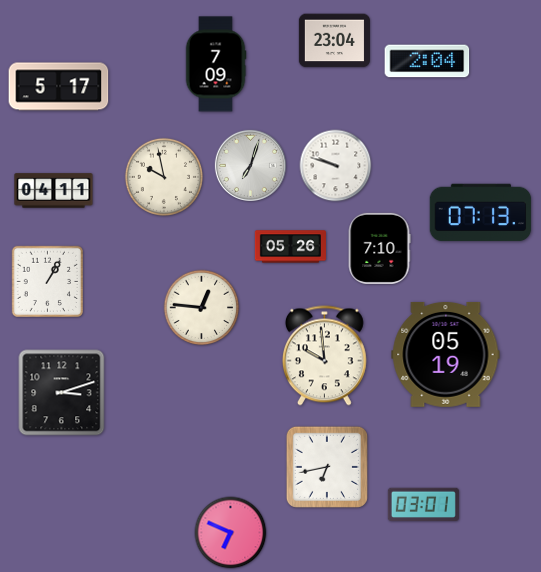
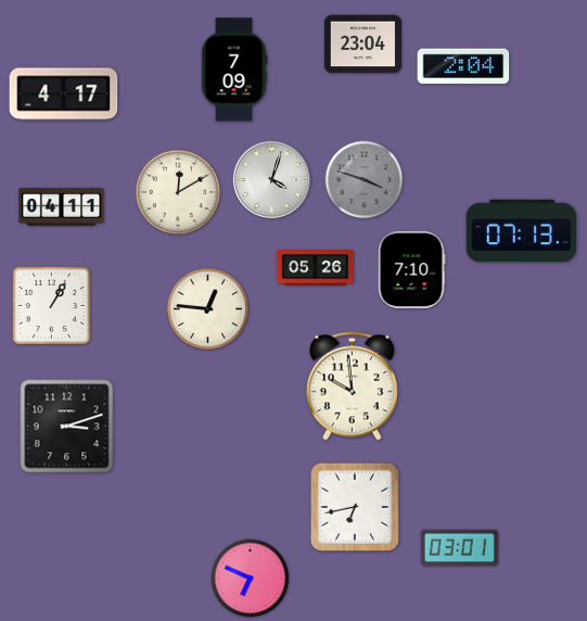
clock at (59, 87): 5:17 -> 4:17
clock at (250, 165): 7:03 -> 4:03
clock at (336, 166): 9:48 -> 3:48
clock at (336, 166) dial: white -> grey
clock at (164, 177): 9:58 -> 12:10
clock at (54, 191) position: (54, 191) -> (62, 207)
clock at (202, 308) position: (202, 308) -> (208, 309)
clock at (446, 354): 05:19 -> none
